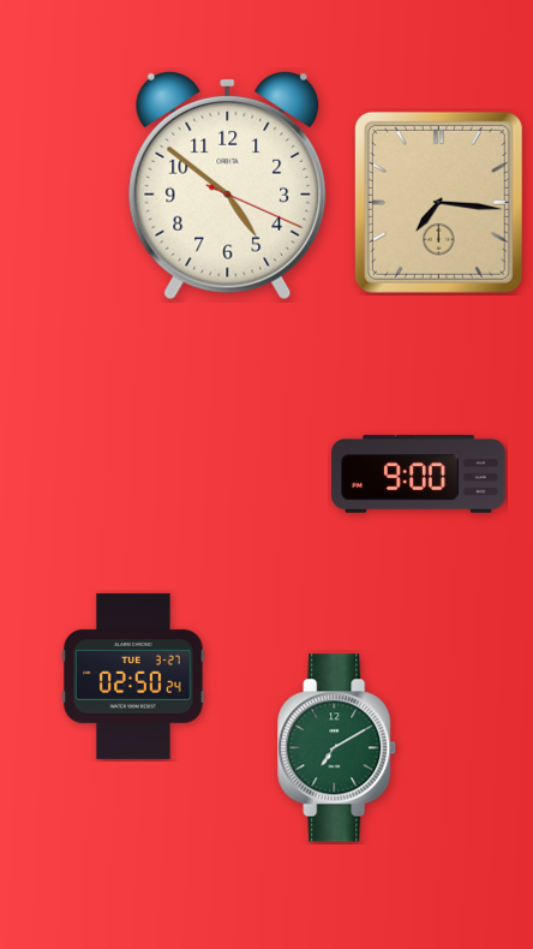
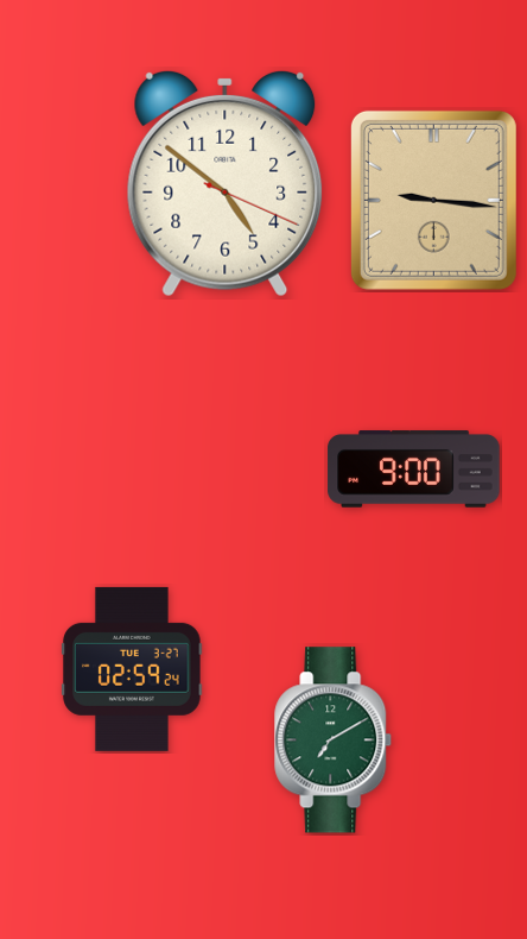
clock at (438, 202): 7:16 -> 9:16
clock at (133, 676): 02:50 -> 02:59
